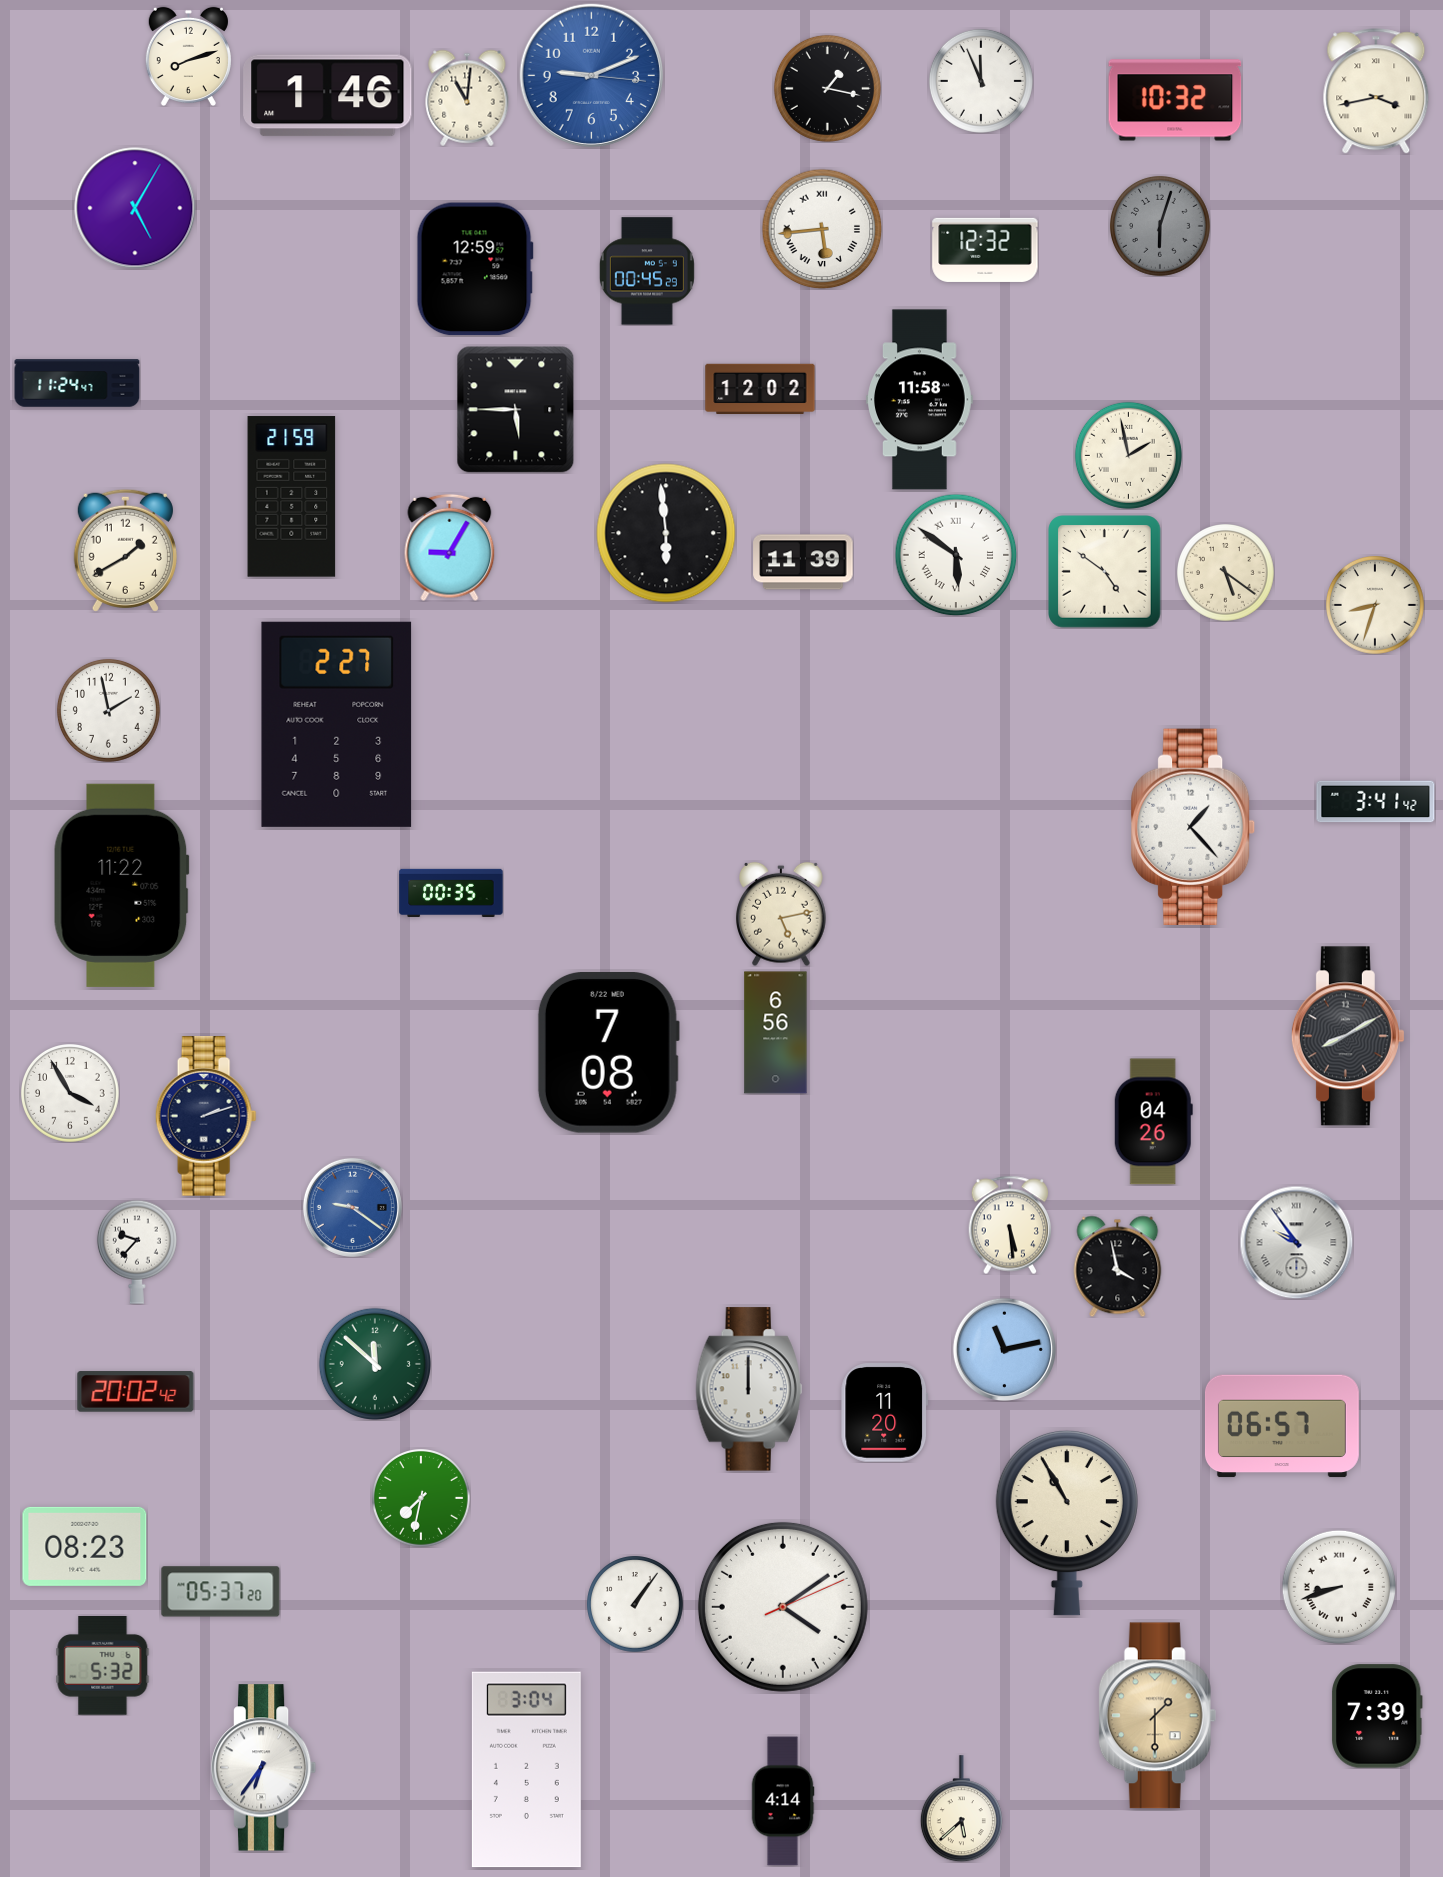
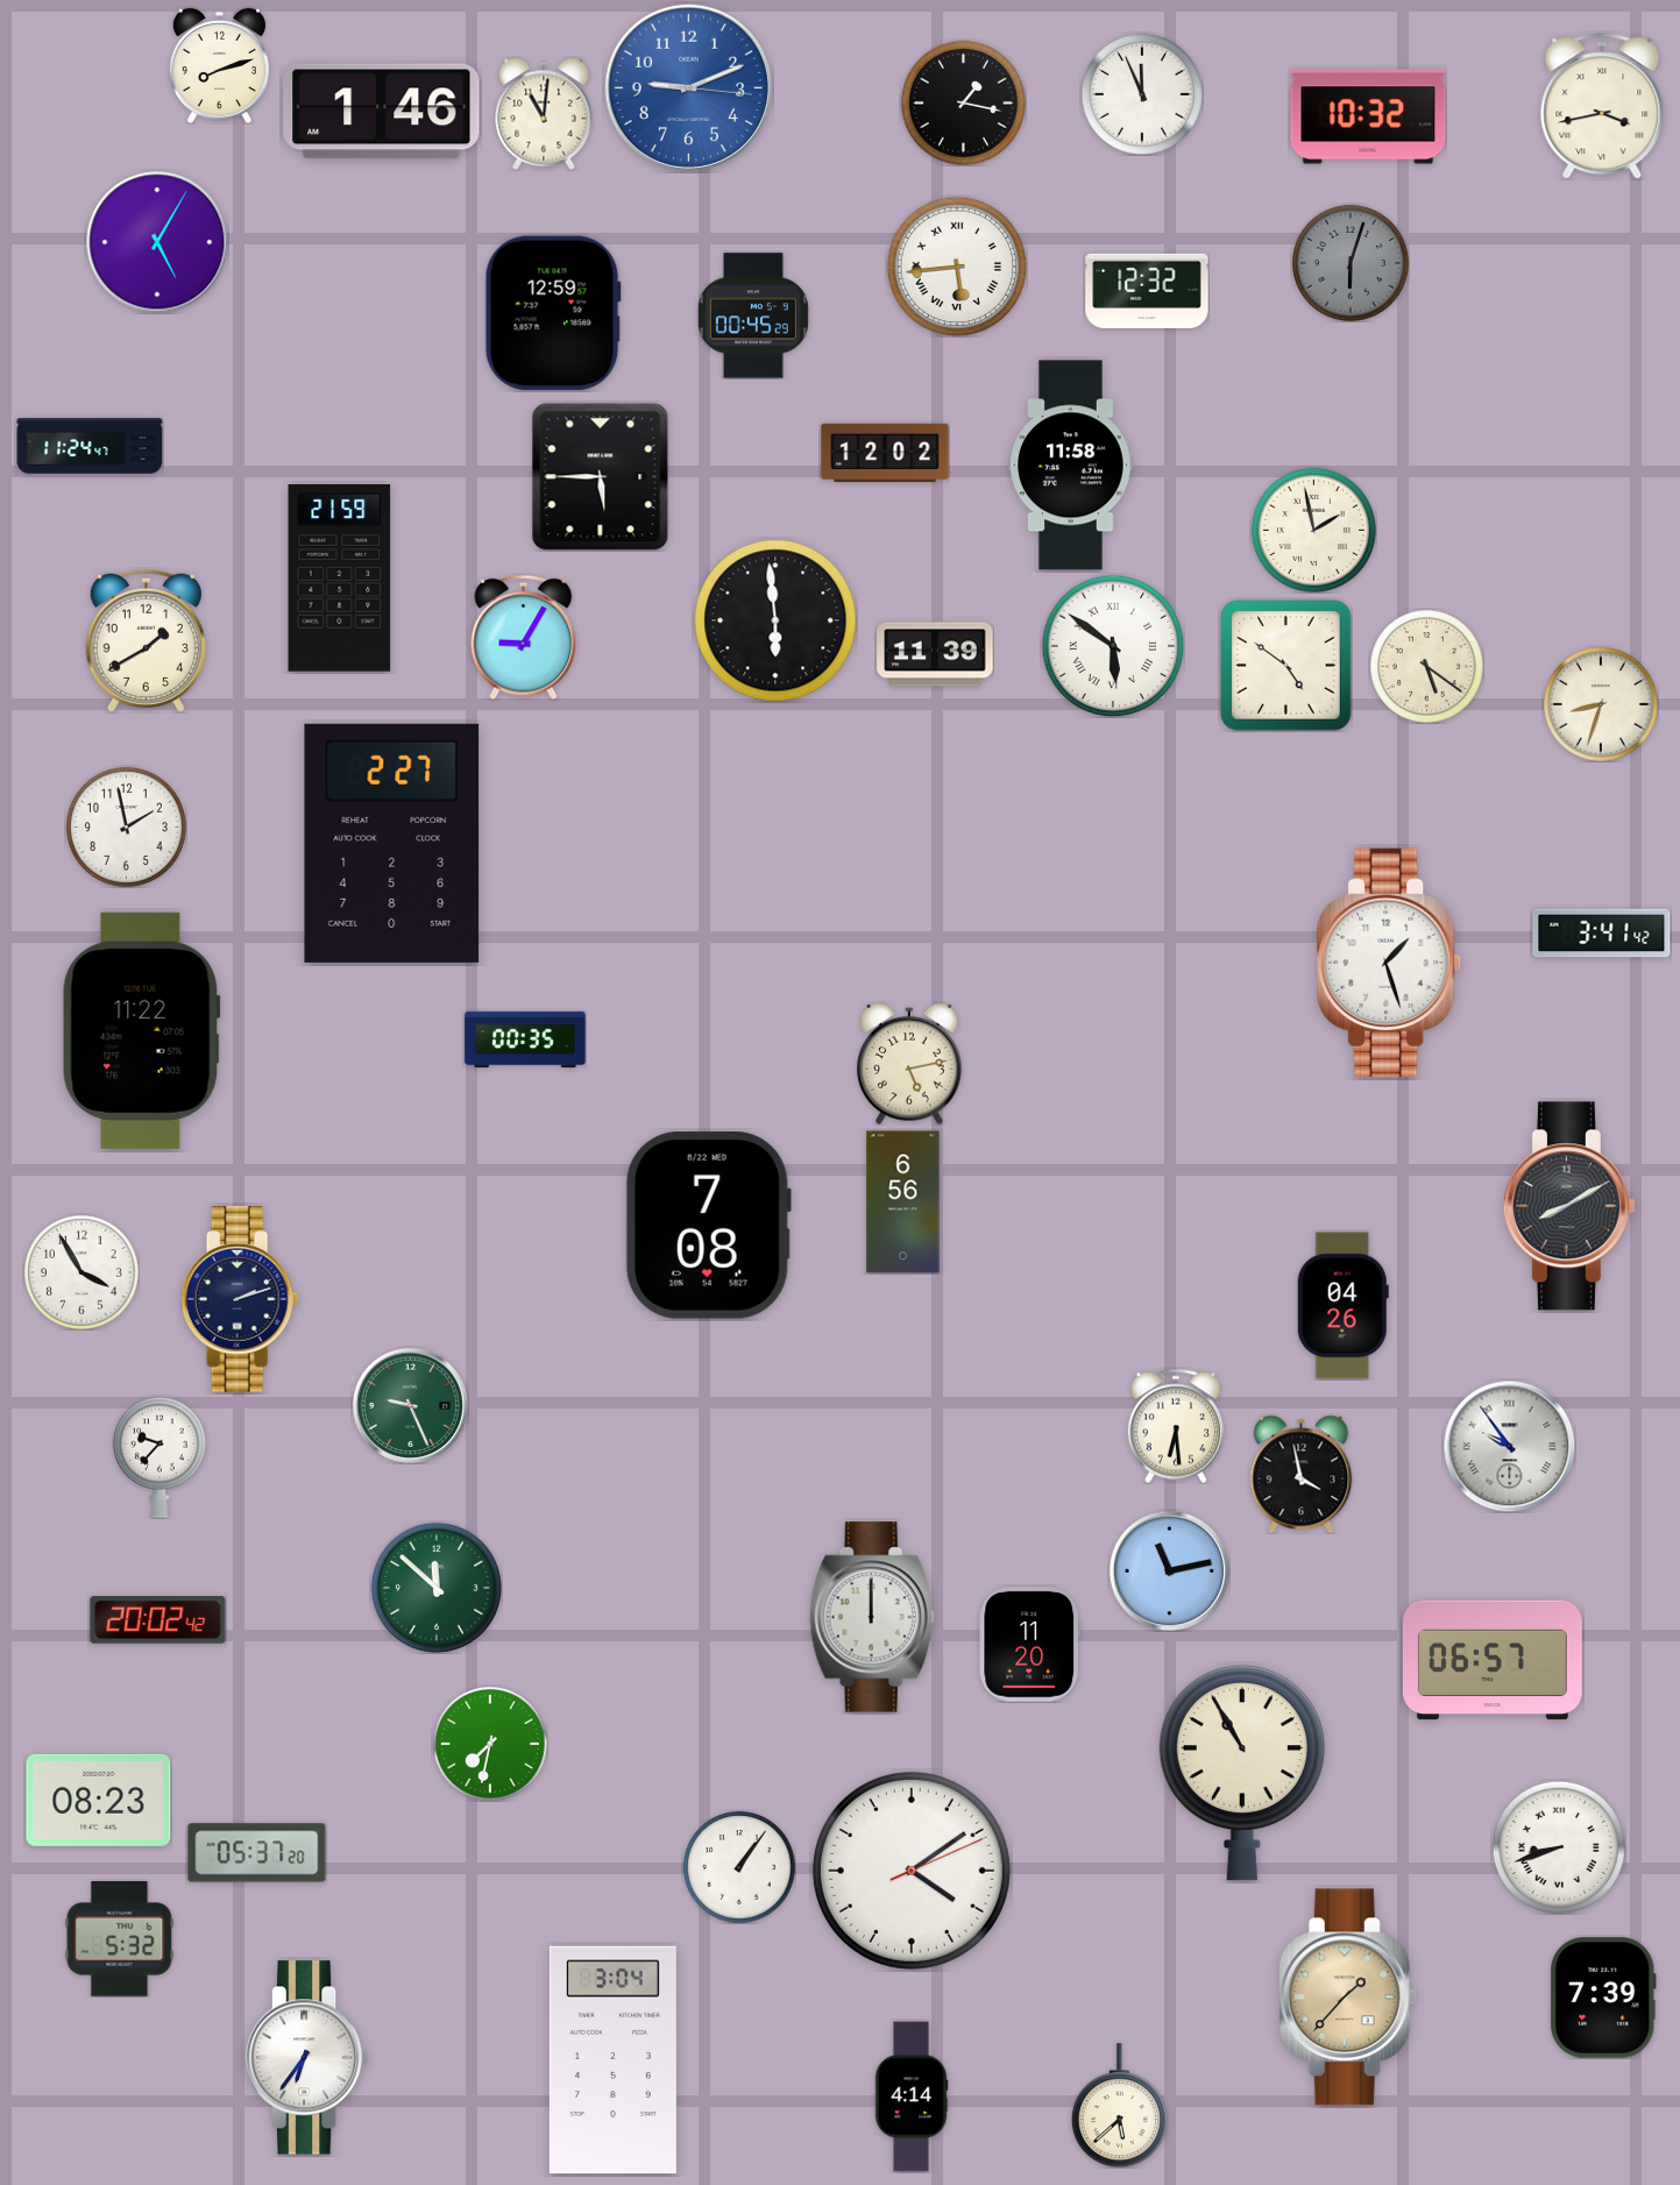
clock at (1194, 826): 1:23 -> 1:27
clock at (352, 1207): 9:21 -> 9:26
clock at (352, 1207) dial: blue -> green
clock at (1010, 1225): 5:29 -> 6:29
clock at (1158, 1716): 1:30 -> 1:37
